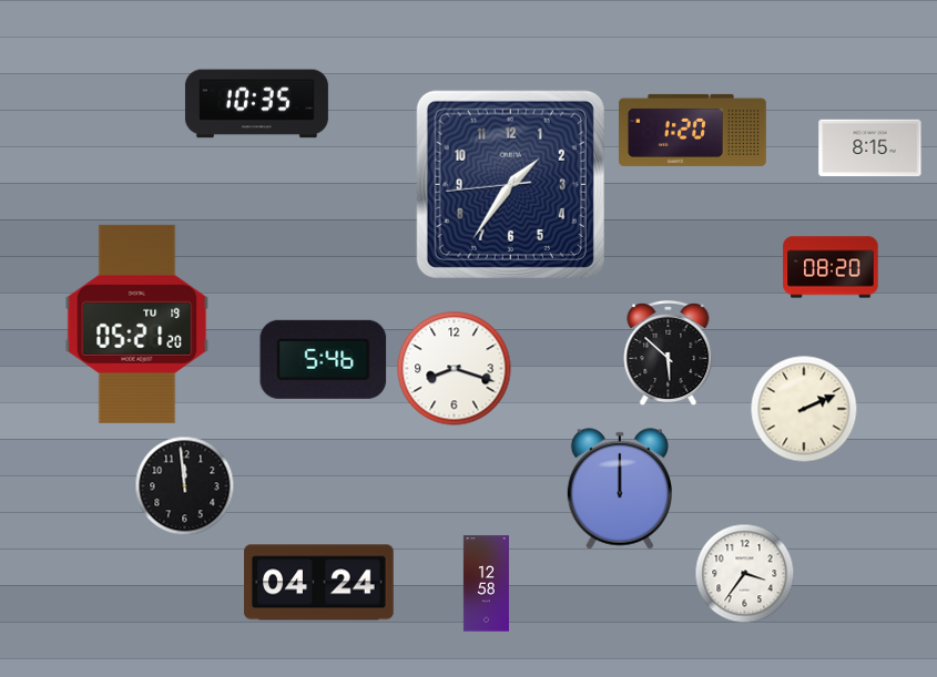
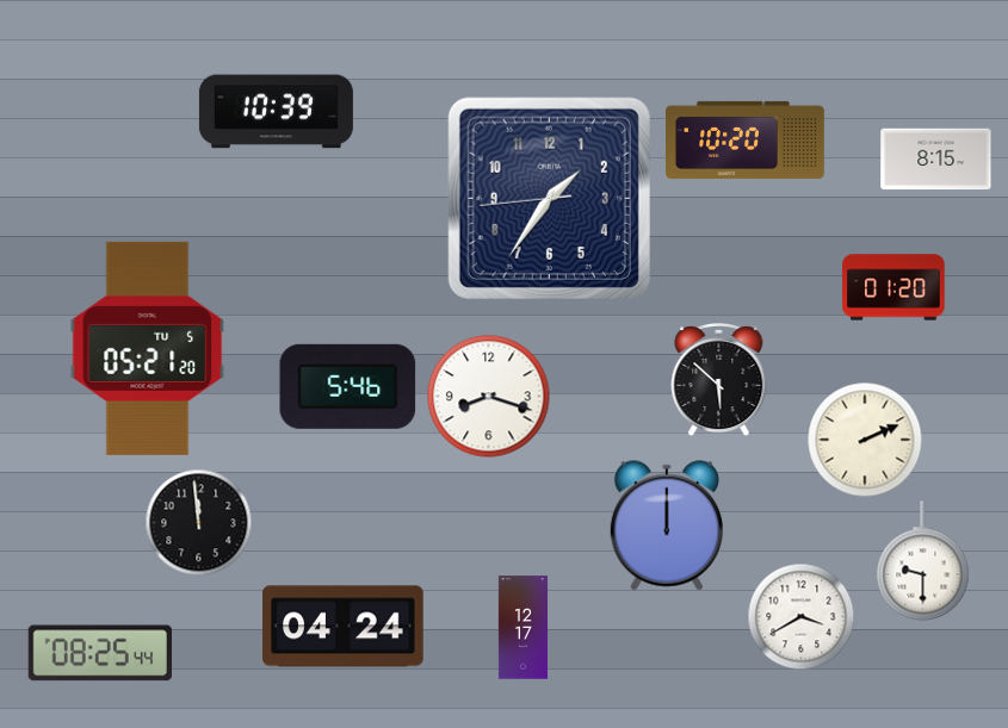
clock at (256, 104): 10:35 -> 10:39
clock at (693, 130): 1:20 -> 10:20
clock at (831, 267): 08:20 -> 01:20
clock at (138, 324) date: TU 19 -> TU 5
clock at (923, 561): none -> 9:30
clock at (744, 573): 3:36 -> 3:40
clock at (486, 584): 12:58 -> 12:17
clock at (99, 653): none -> 08:25
